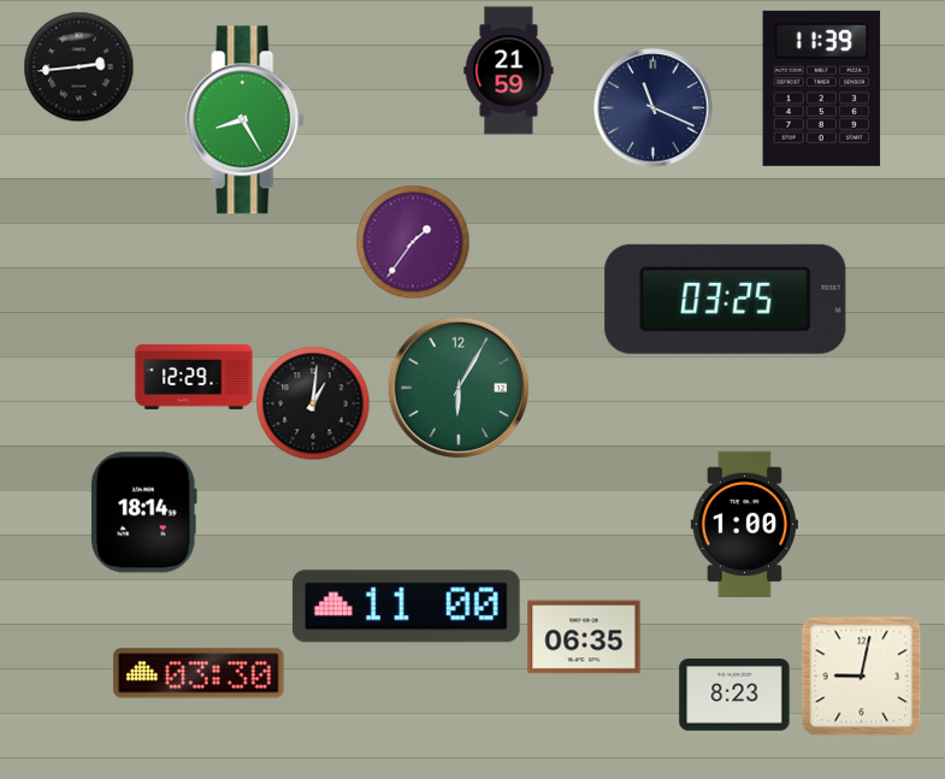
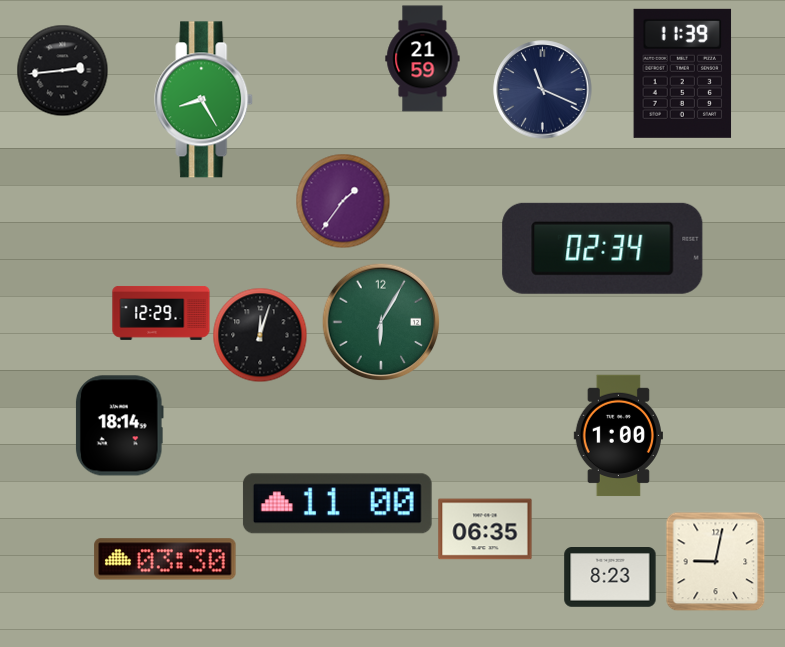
clock at (78, 66) position: (78, 66) -> (62, 70)
clock at (726, 299): 03:25 -> 02:34
clock at (313, 403): 1:01 -> 12:03
